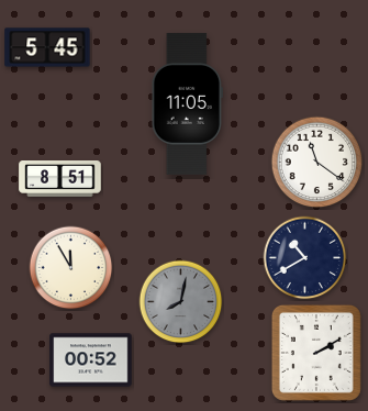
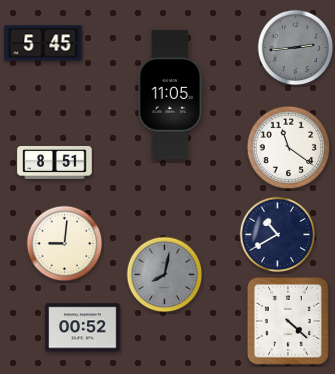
clock at (296, 48): none -> 2:44
clock at (71, 268): 11:55 -> 9:01
clock at (316, 353): 2:10 -> 4:22
